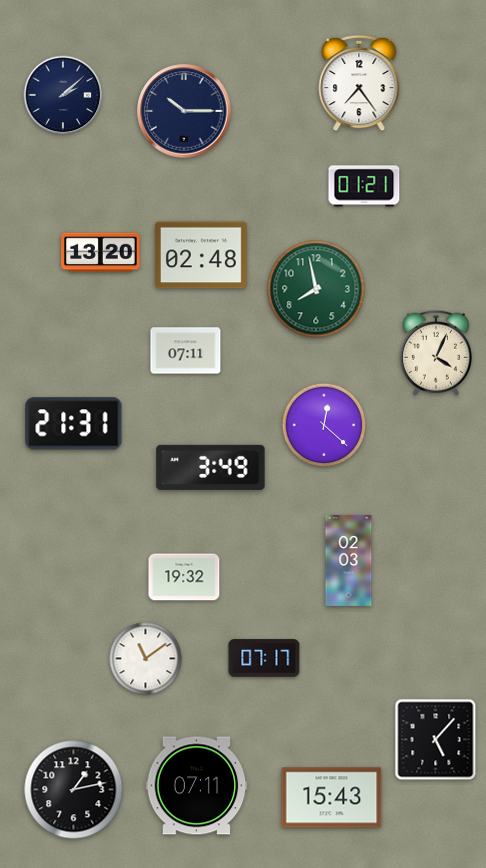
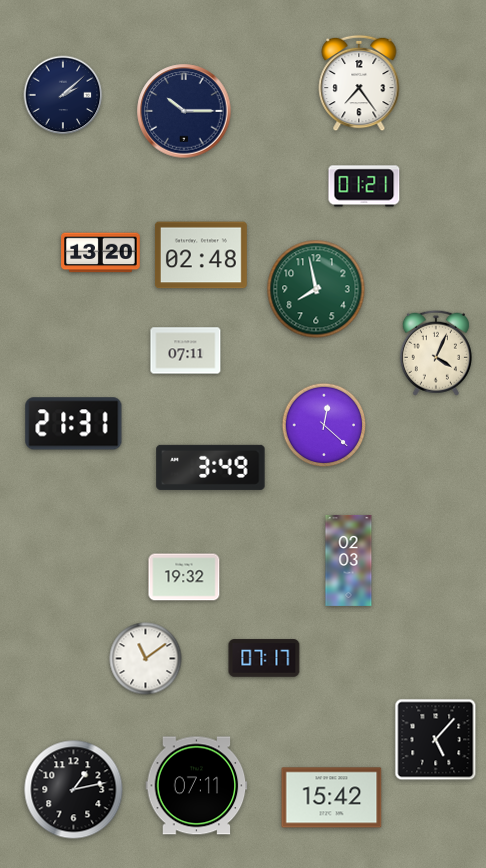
clock at (332, 798): 15:43 -> 15:42
